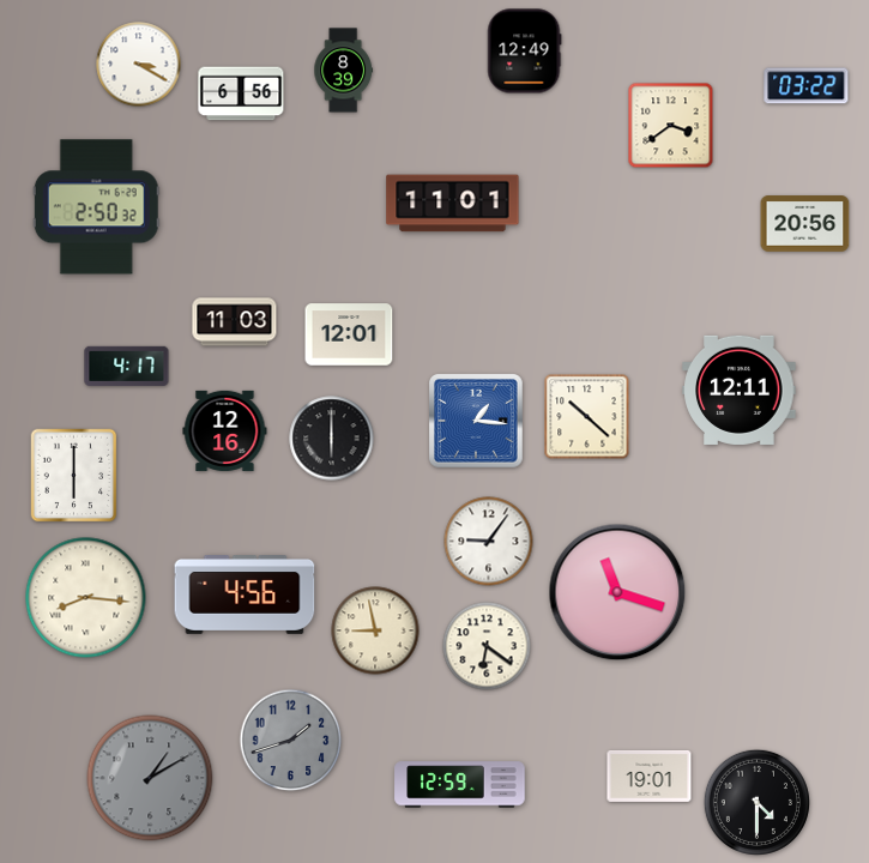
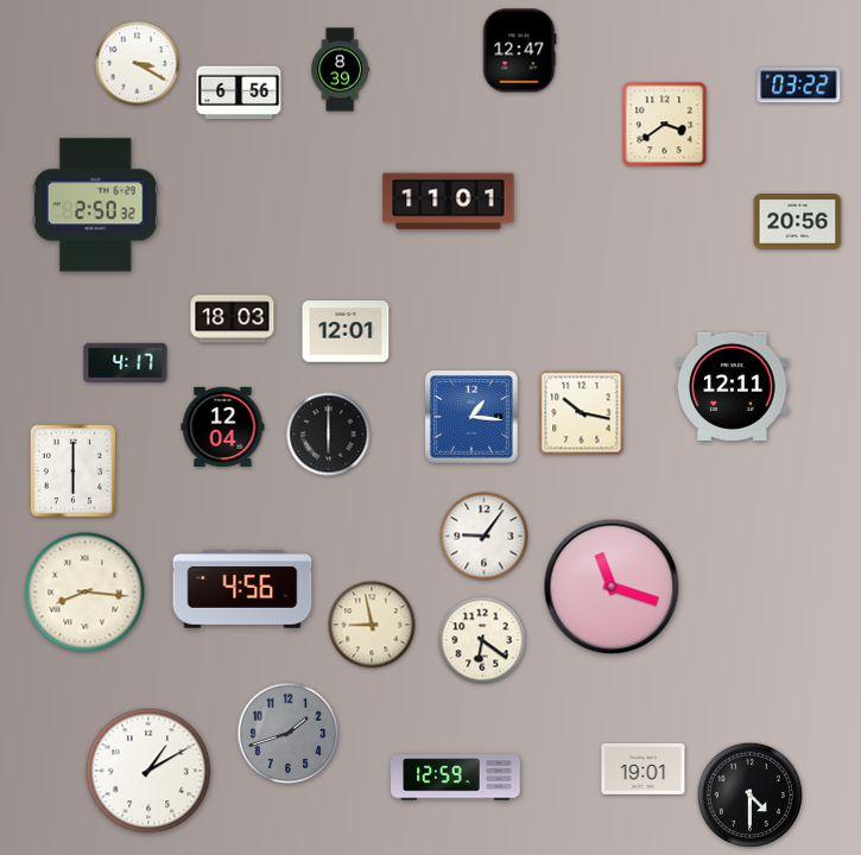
clock at (524, 52): 12:49 -> 12:47
clock at (235, 322): 11:03 -> 18:03
clock at (587, 417): 10:22 -> 10:17
clock at (225, 430): 12:16 -> 12:04
clock at (150, 778) dial: grey -> white
